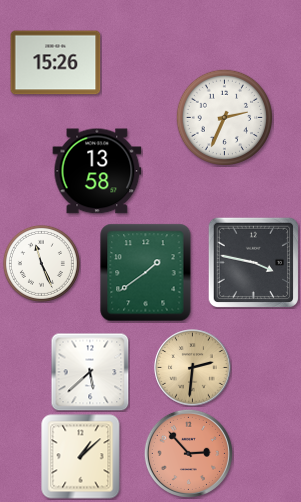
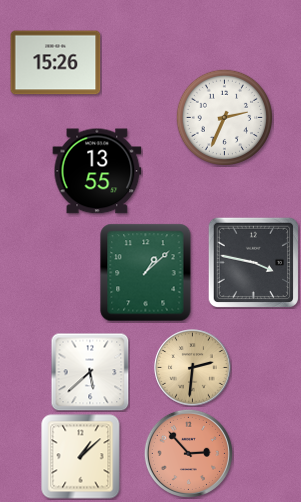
clock at (97, 171): 13:58 -> 13:55
clock at (41, 263): 11:26 -> none
clock at (146, 273): 1:39 -> 1:08
